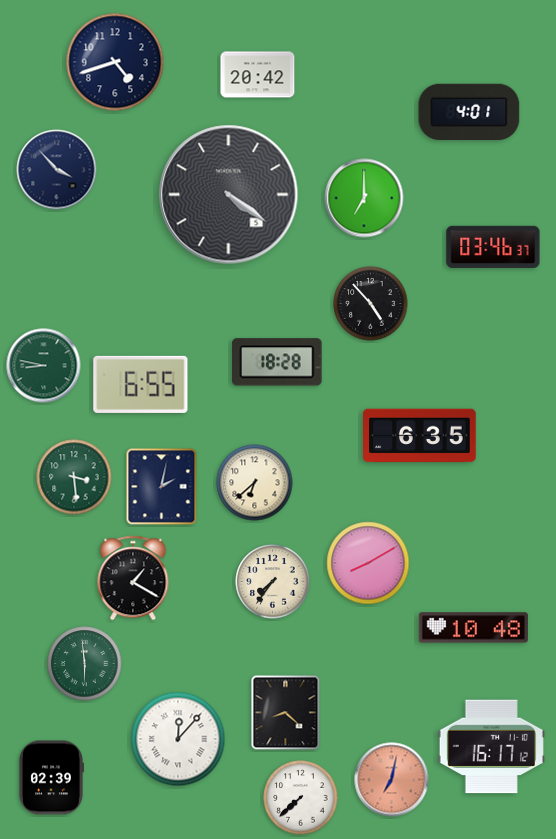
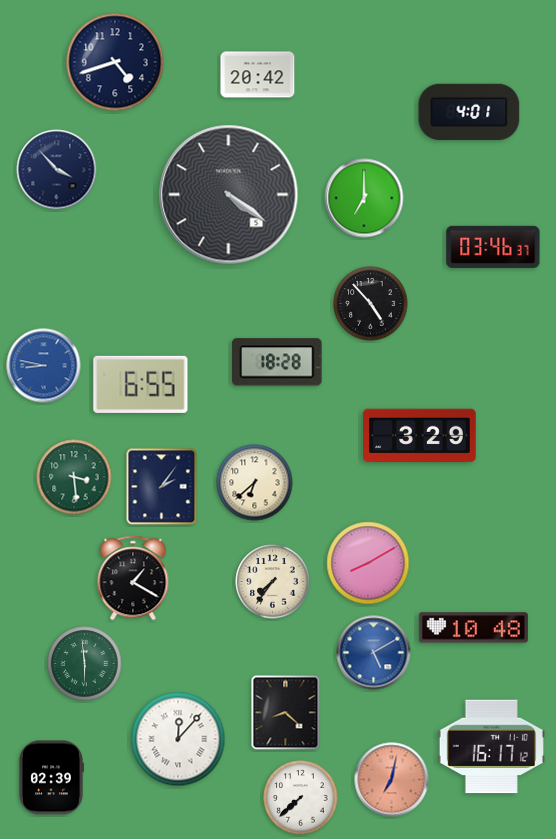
clock at (44, 366) dial: green -> blue
clock at (420, 436): 6:35 -> 3:29
clock at (162, 487): 2:02 -> 2:06
clock at (374, 653): none -> 5:10
